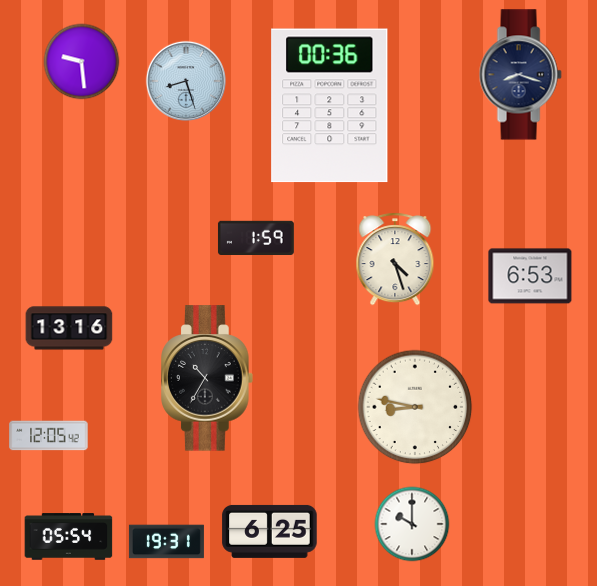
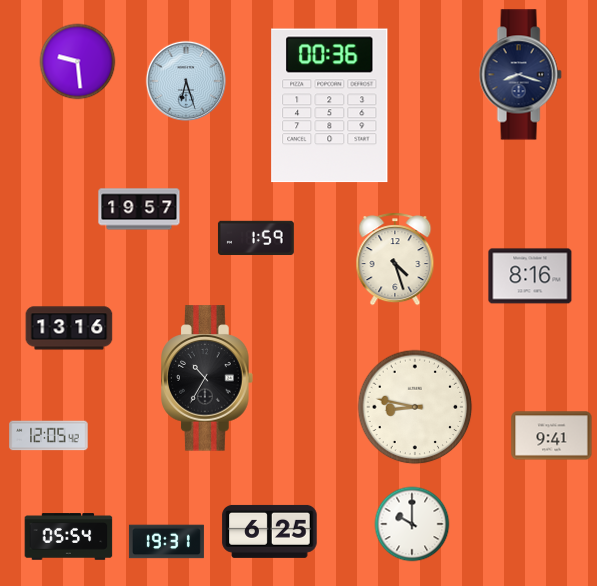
clock at (82, 62) position: (82, 62) -> (78, 62)
clock at (185, 80): 8:27 -> 6:27
clock at (139, 209): none -> 19:57
clock at (530, 276): 6:53 -> 8:16
clock at (552, 436): none -> 9:41
